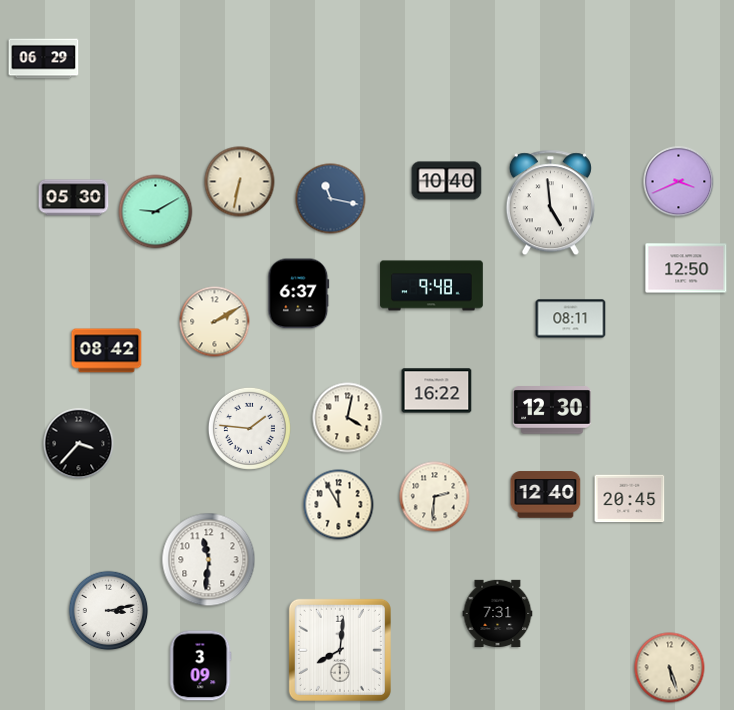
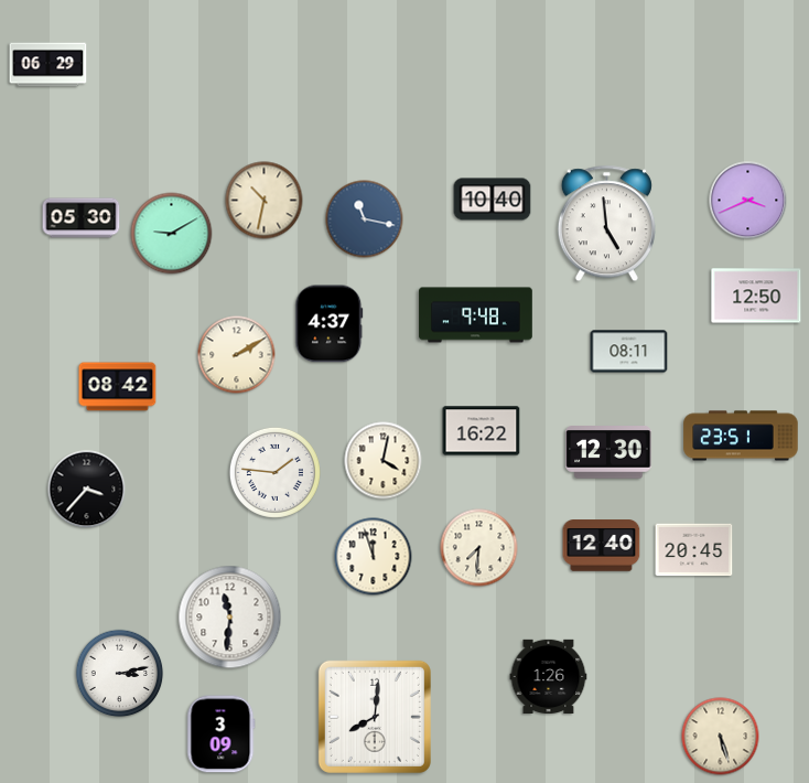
clock at (240, 182): 6:32 -> 10:32
clock at (299, 294): 6:37 -> 4:37
clock at (741, 436): none -> 23:51
clock at (435, 497): 2:31 -> 7:31
clock at (339, 505): 11:55 -> 11:57
clock at (498, 613): 7:31 -> 1:26
clock at (670, 668) position: (670, 668) -> (721, 737)
